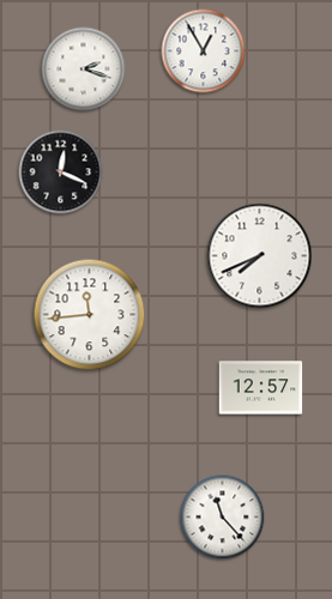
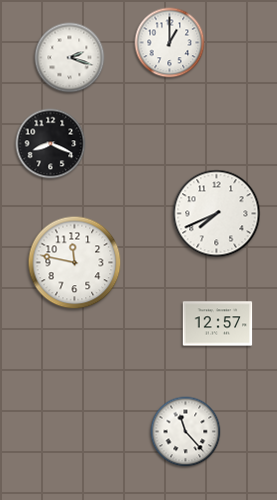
clock at (204, 52): 12:55 -> 1:00
clock at (61, 173): 12:19 -> 8:19
clock at (90, 315): 11:44 -> 11:47
